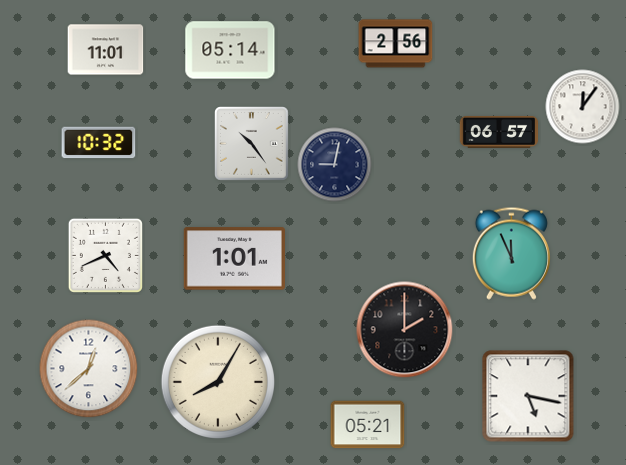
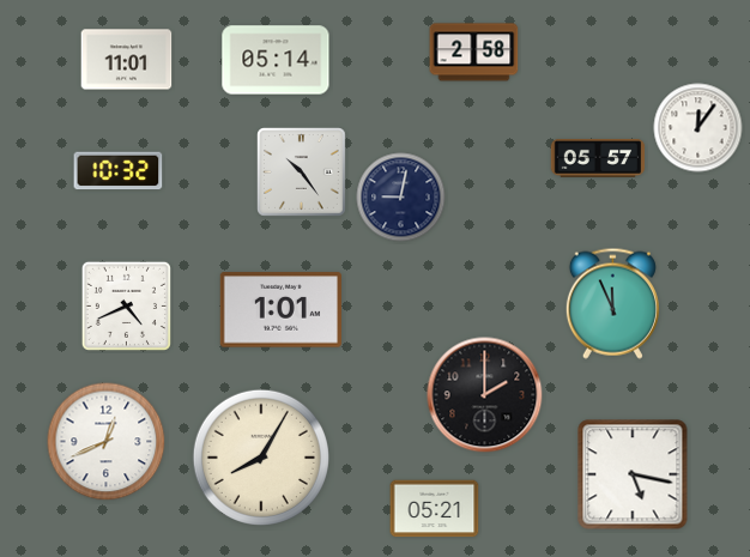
clock at (396, 44): 2:56 -> 2:58
clock at (499, 133): 06:57 -> 05:57
clock at (89, 369): 12:38 -> 12:41
clock at (368, 425) position: (368, 425) -> (435, 509)
